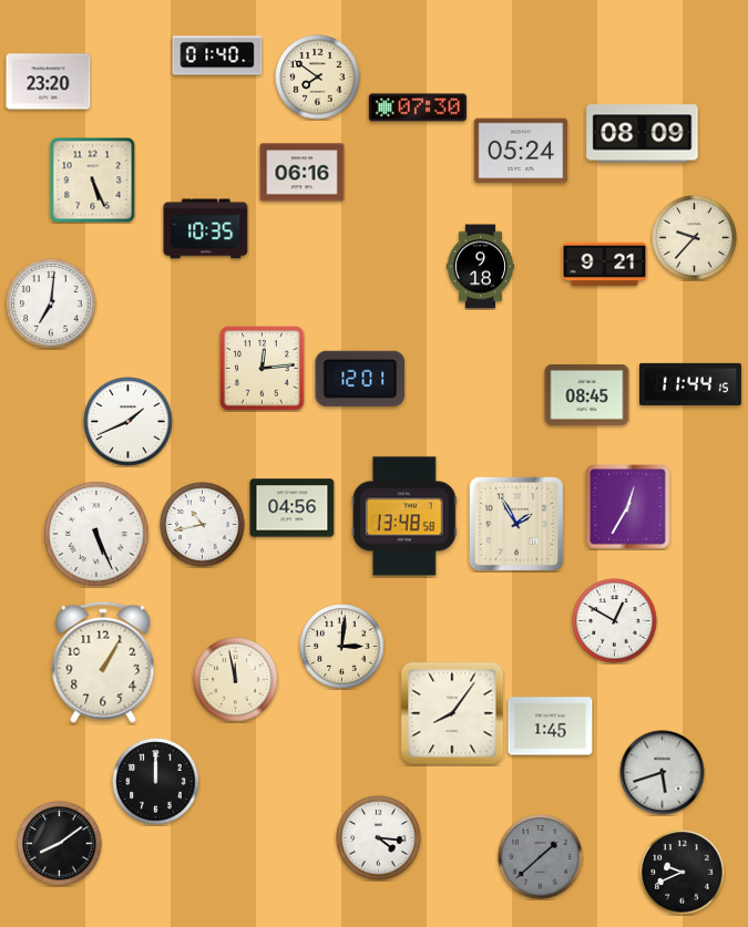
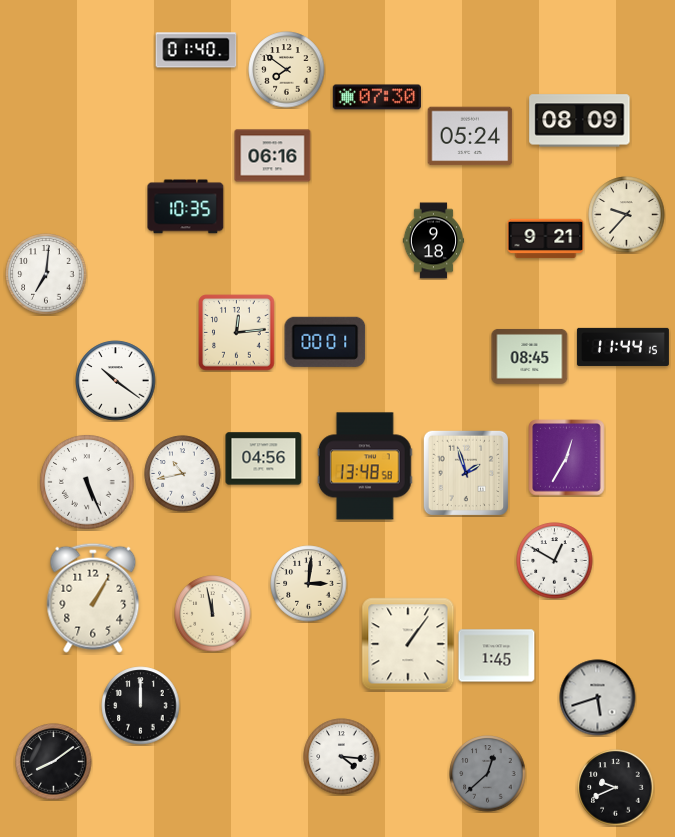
clock at (49, 82): 23:20 -> none
clock at (92, 179): 5:26 -> none
clock at (360, 379): 12:01 -> 00:01
clock at (129, 422): 1:41 -> 10:21
clock at (515, 523): 1:55 -> 1:57
clock at (452, 713): 8:06 -> 1:06
clock at (541, 857): 1:38 -> 12:38
